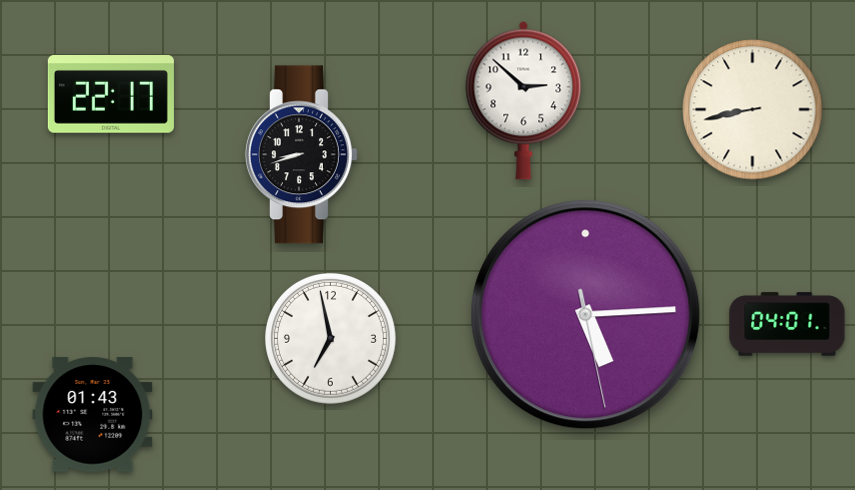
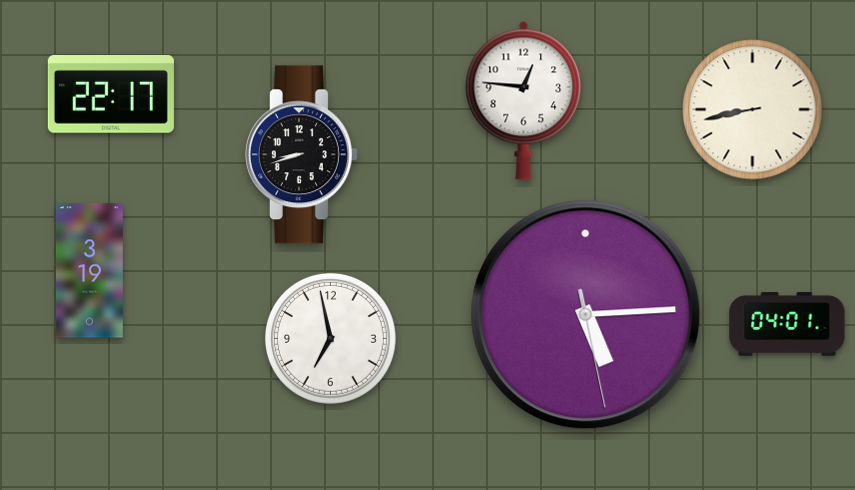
clock at (524, 100): 2:52 -> 12:46
clock at (89, 271): none -> 3:19
clock at (93, 415): 01:43 -> none
